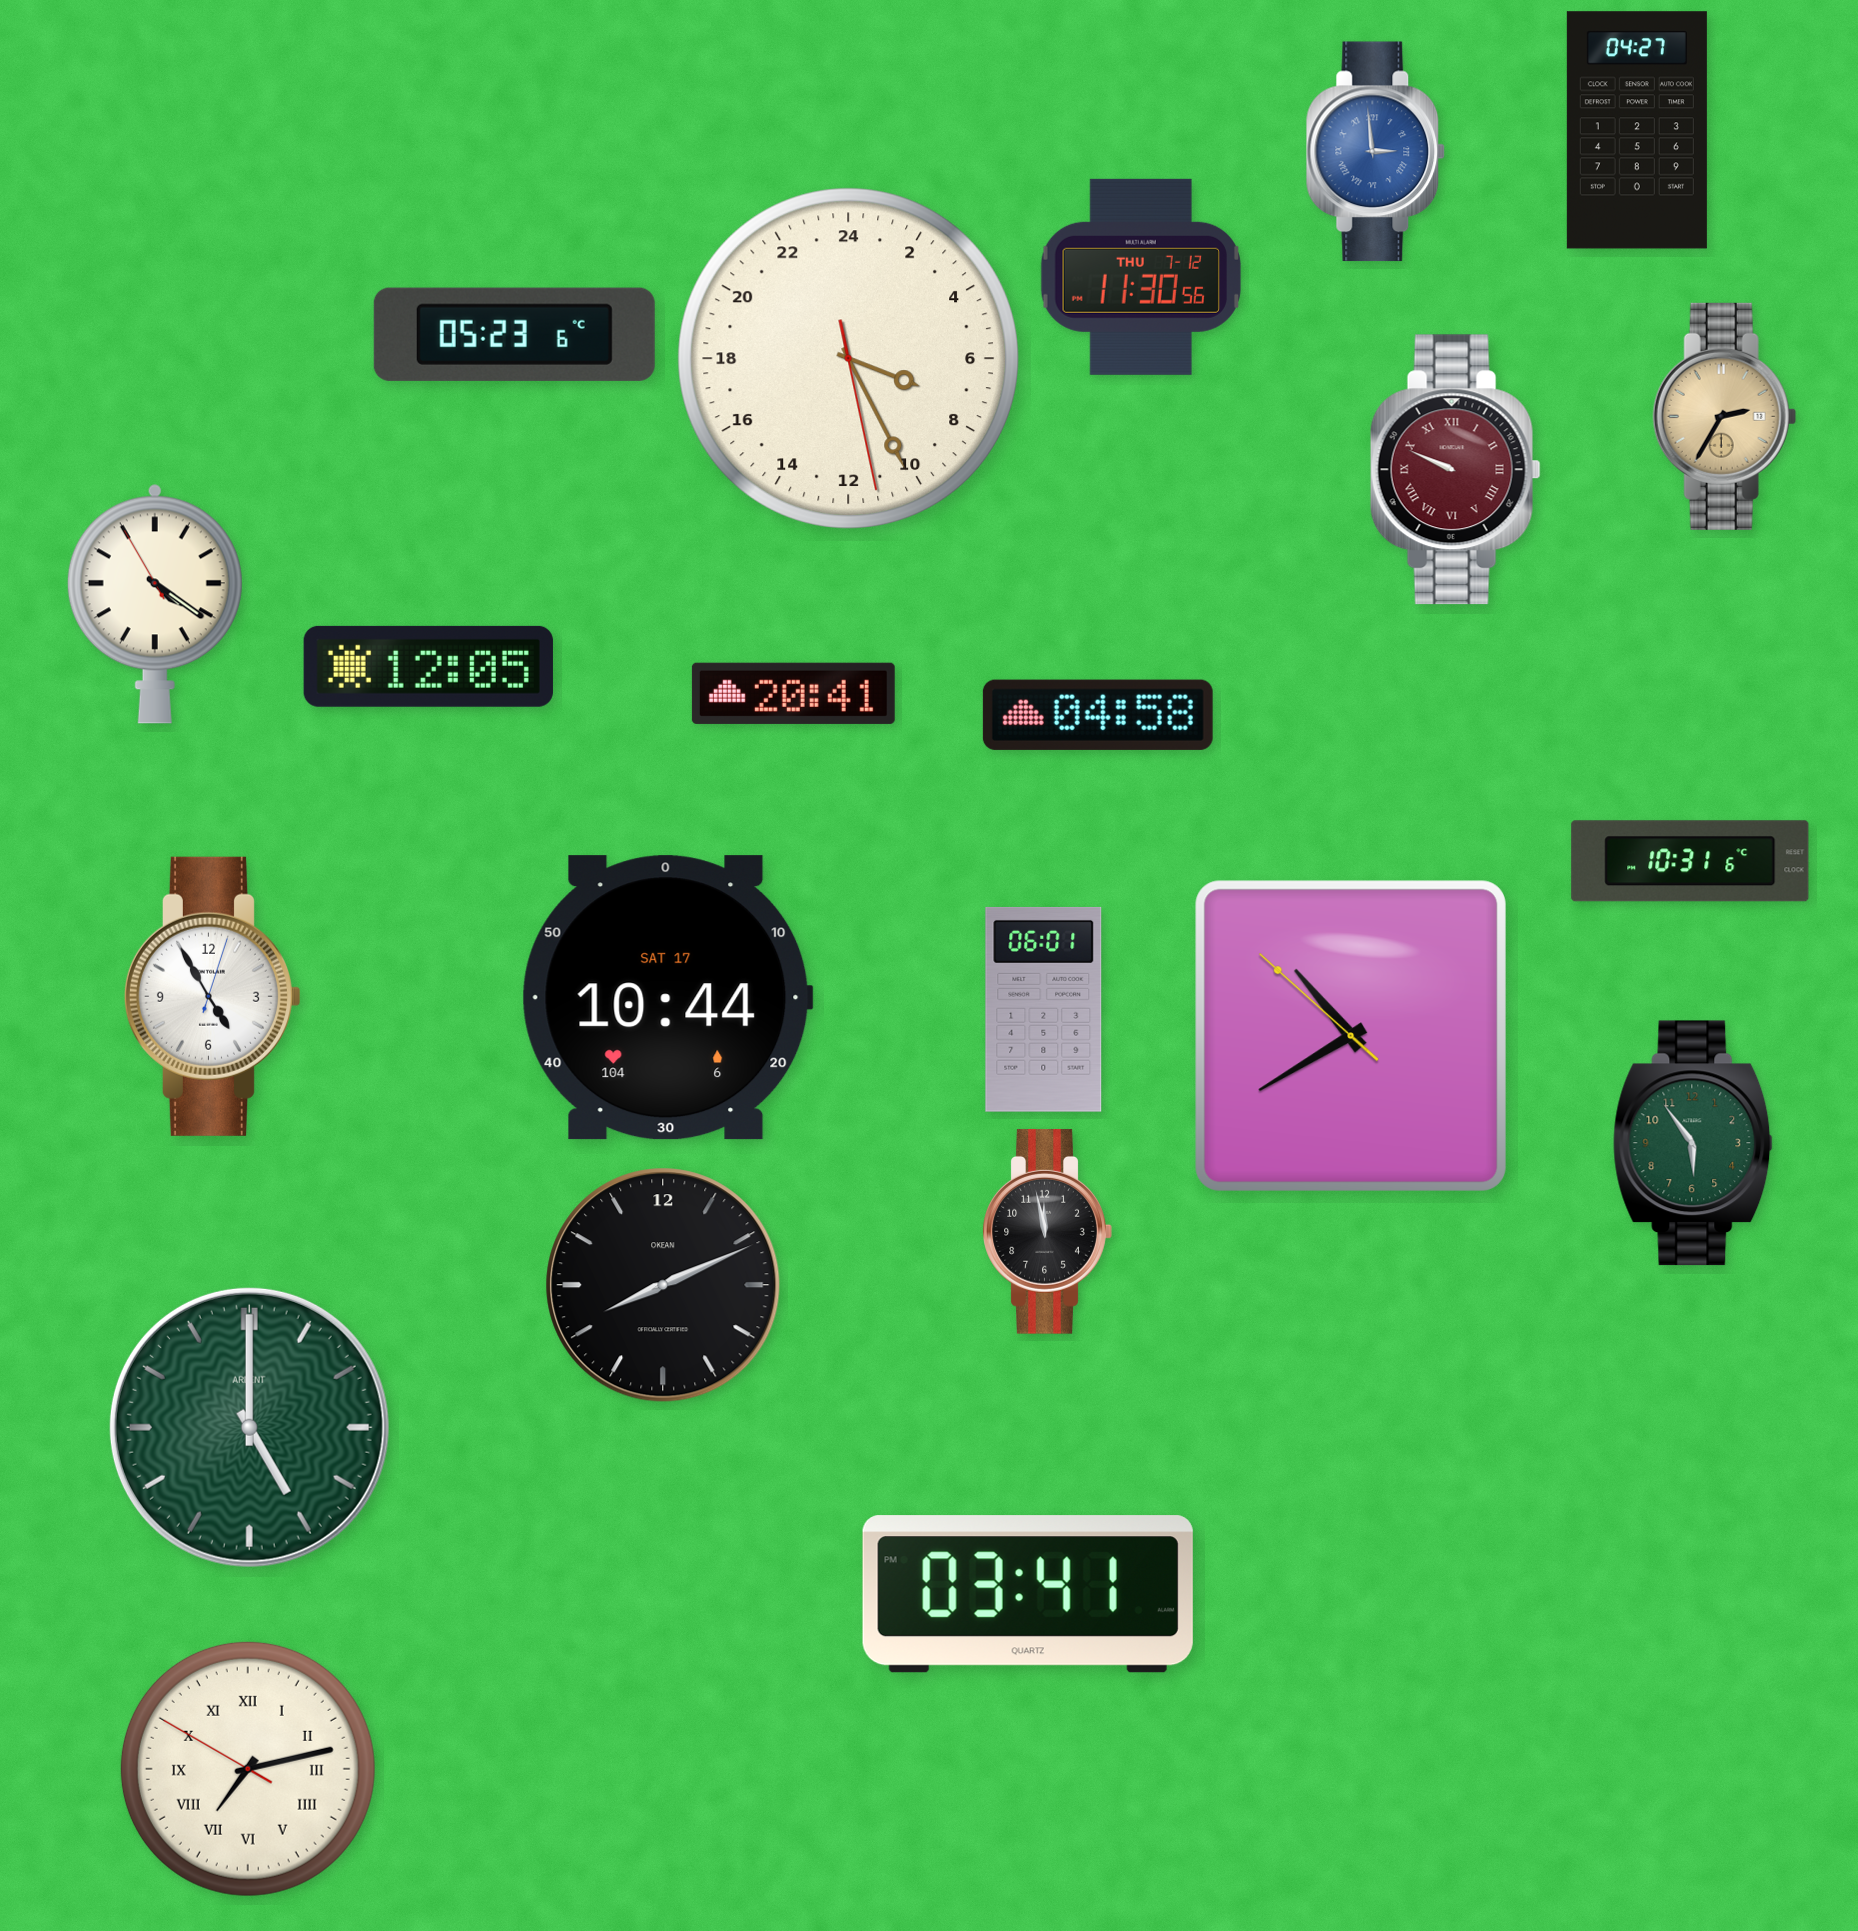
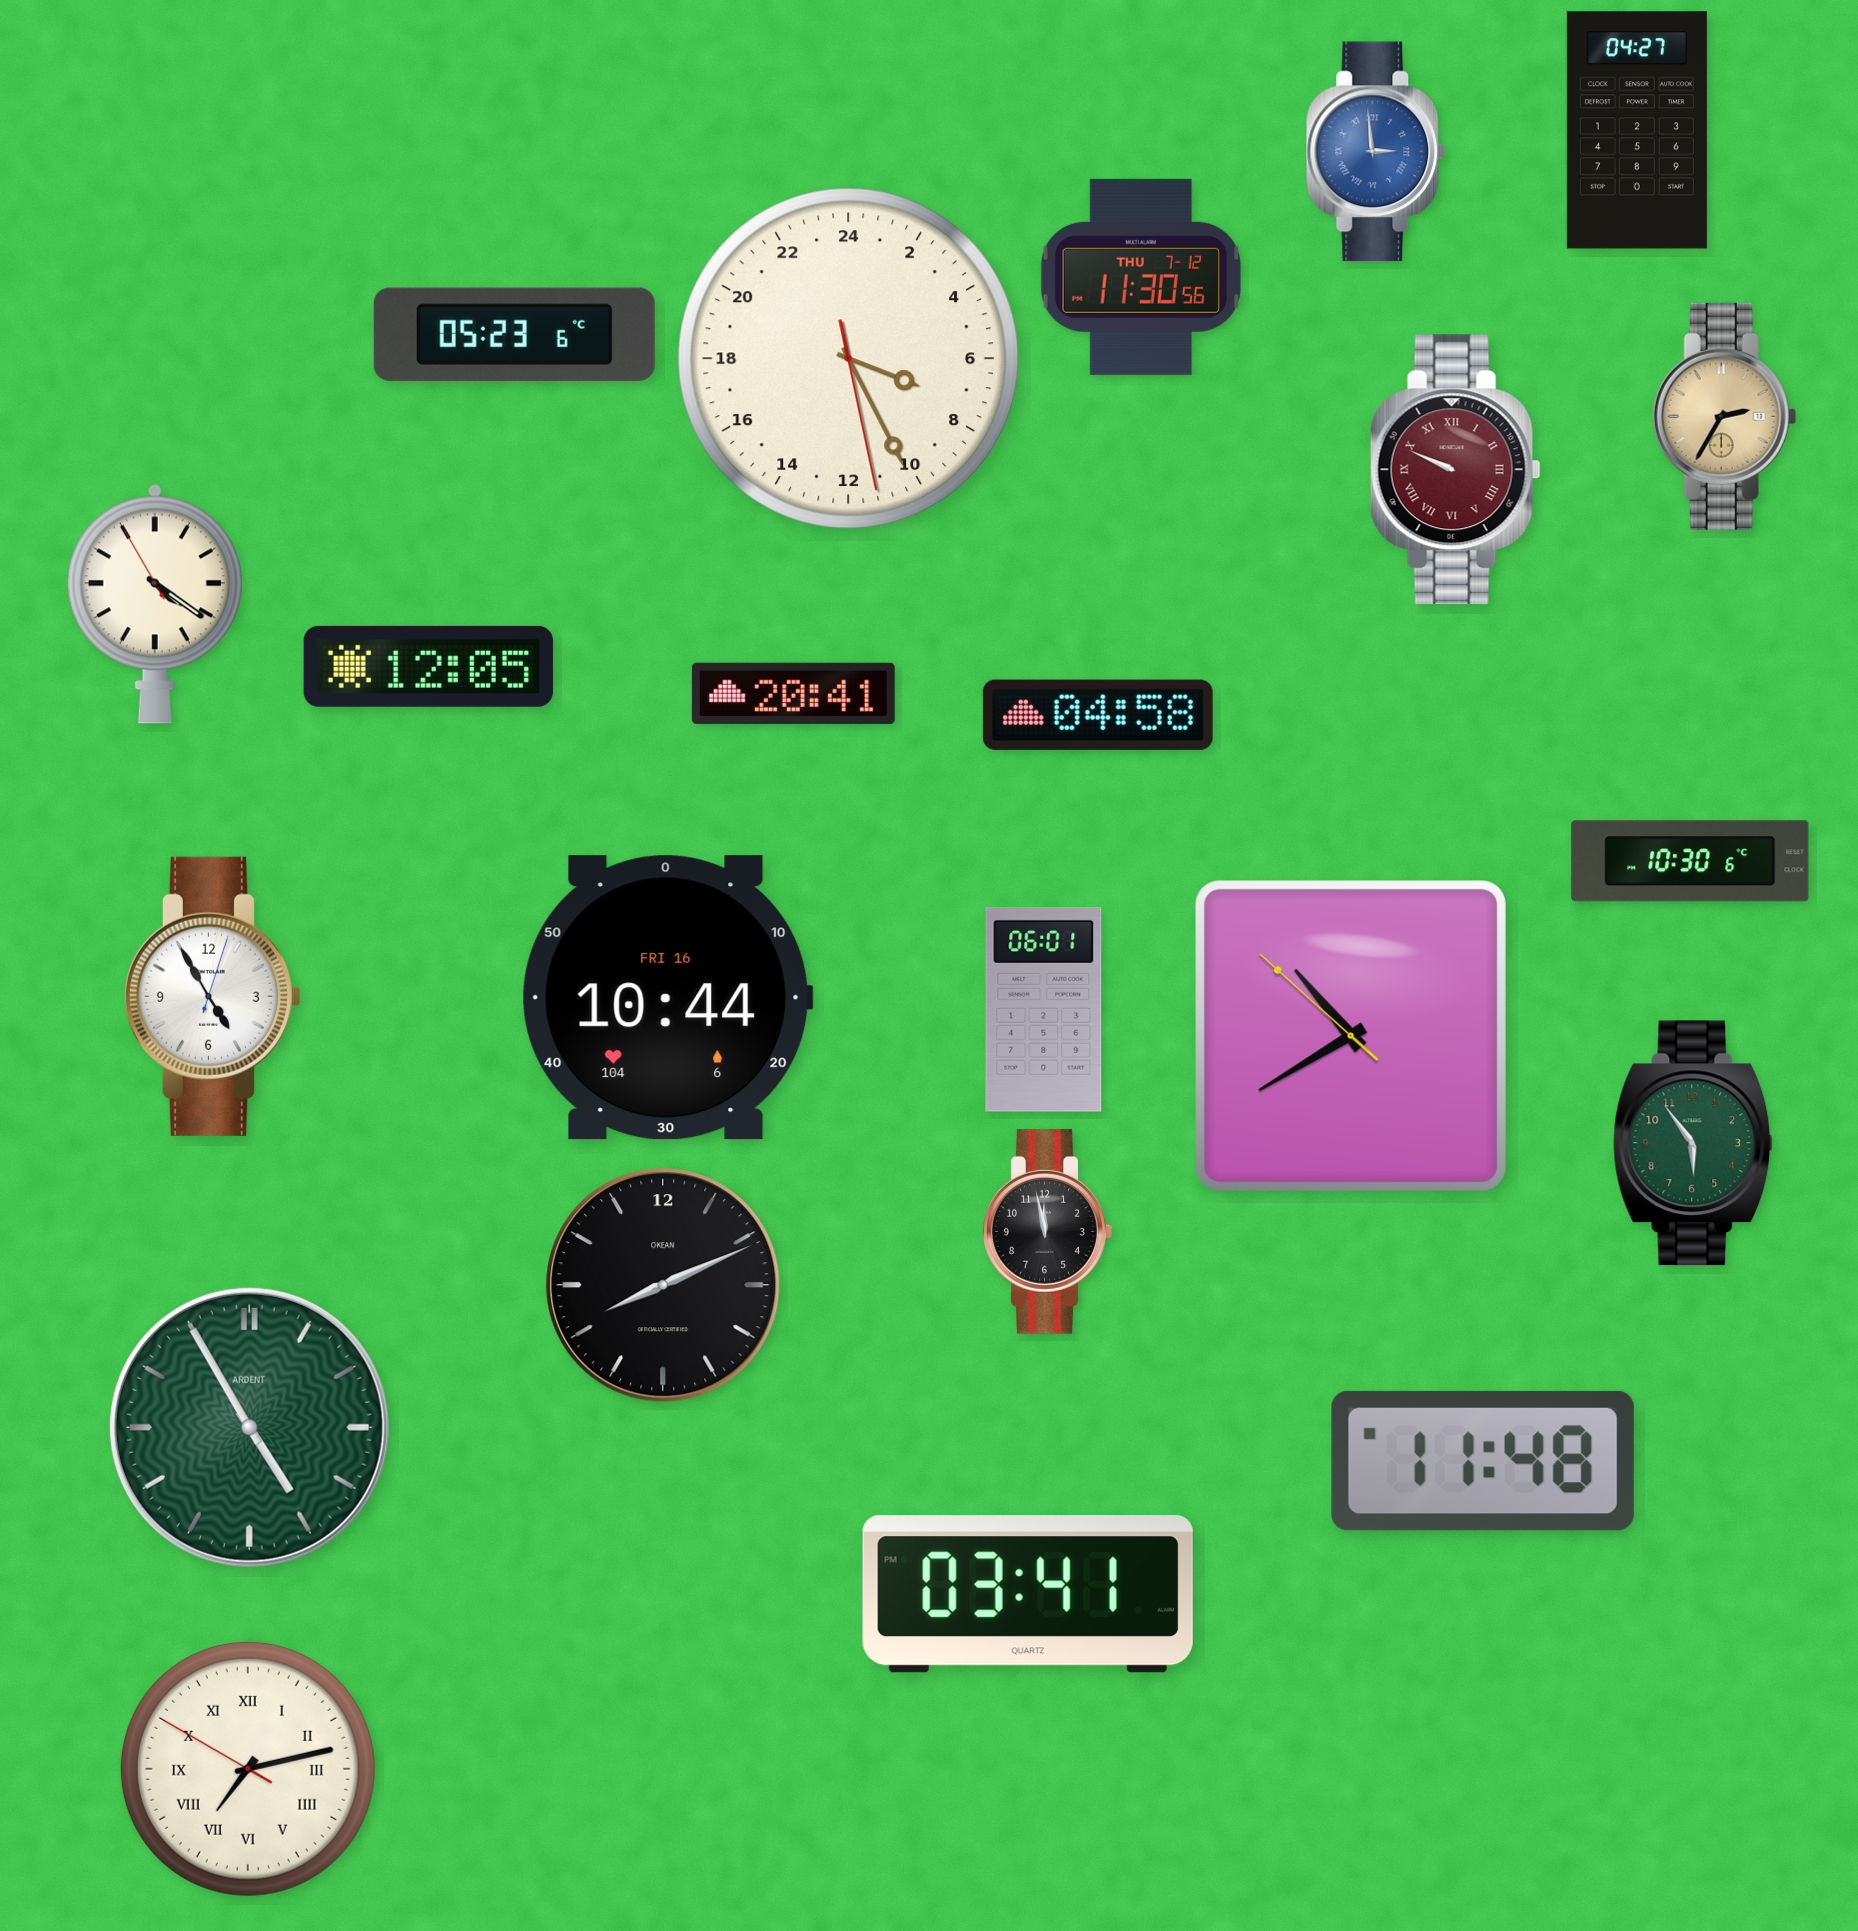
clock at (1690, 861): 10:31 -> 10:30
clock at (667, 998) date: SAT 17 -> FRI 16
clock at (249, 1427): 5:00 -> 4:55
clock at (1483, 1461): none -> 11:48
